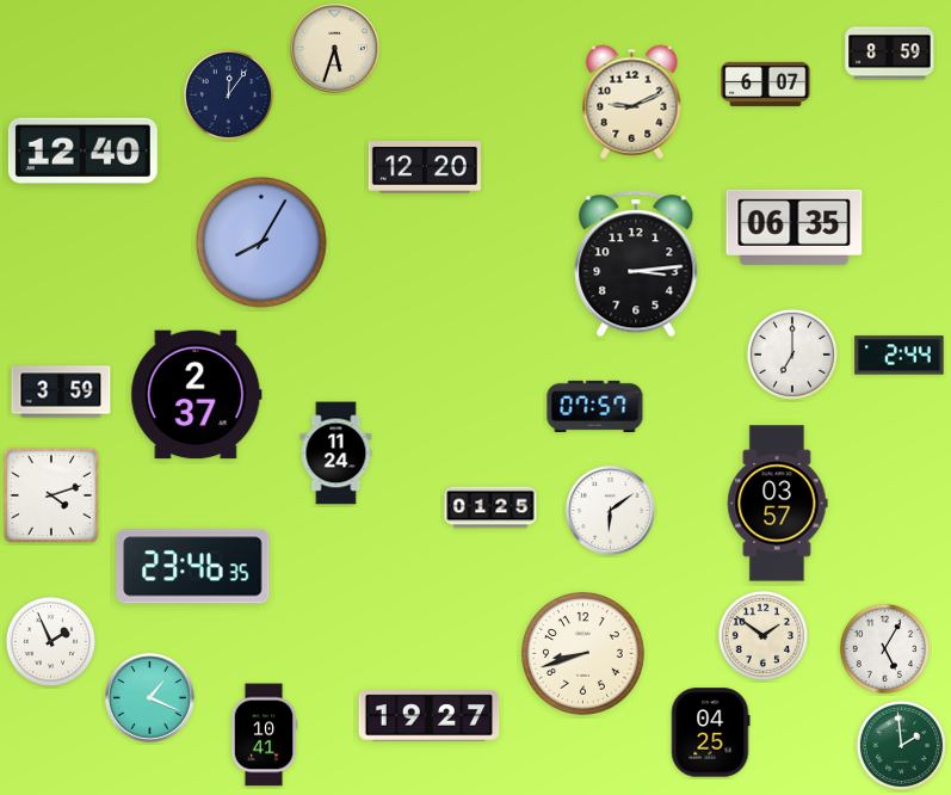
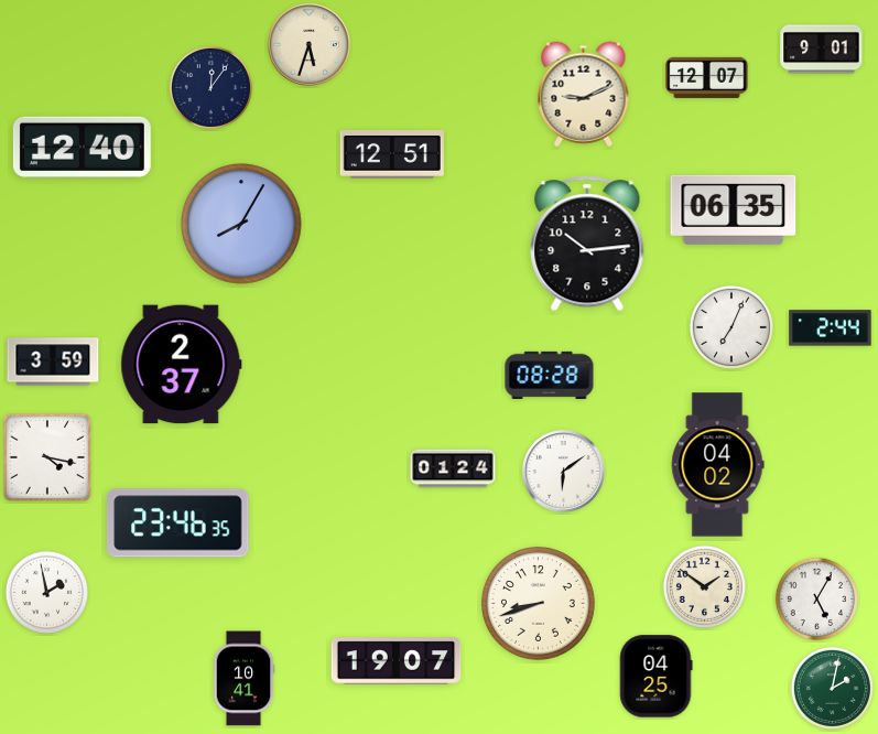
clock at (890, 54): 8:59 -> 9:01
clock at (766, 84): 6:07 -> 12:07
clock at (82, 150) position: (82, 150) -> (82, 147)
clock at (425, 167): 12:20 -> 12:51
clock at (636, 264): 3:14 -> 10:14
clock at (792, 355): 7:00 -> 7:04
clock at (61, 392) position: (61, 392) -> (53, 361)
clock at (595, 406): 07:57 -> 08:28
clock at (336, 454): 11:24 -> none
clock at (51, 495): 4:12 -> 4:17
clock at (777, 504): 03:57 -> 04:02
clock at (490, 507): 01:25 -> 01:24
clock at (50, 641): 1:56 -> 1:58
clock at (150, 698): 1:19 -> none
clock at (430, 716): 19:27 -> 19:07
clock at (901, 745): 1:59 -> 2:02
